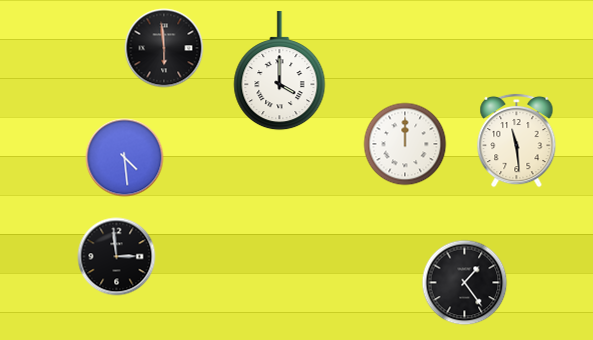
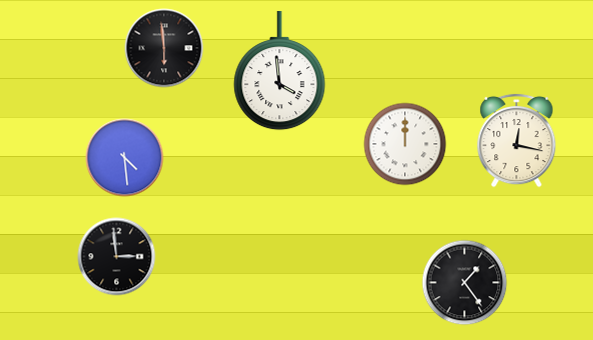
clock at (280, 72): 4:00 -> 3:59
clock at (517, 140): 11:29 -> 12:17
